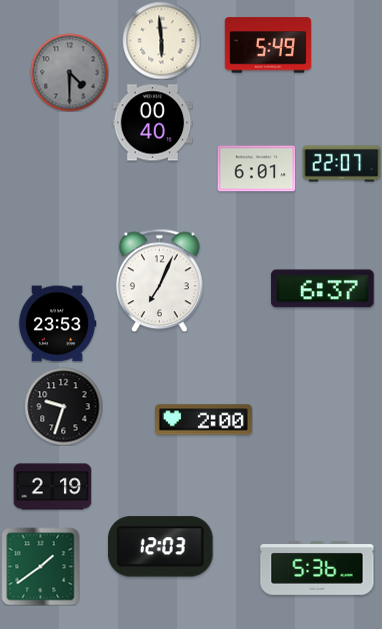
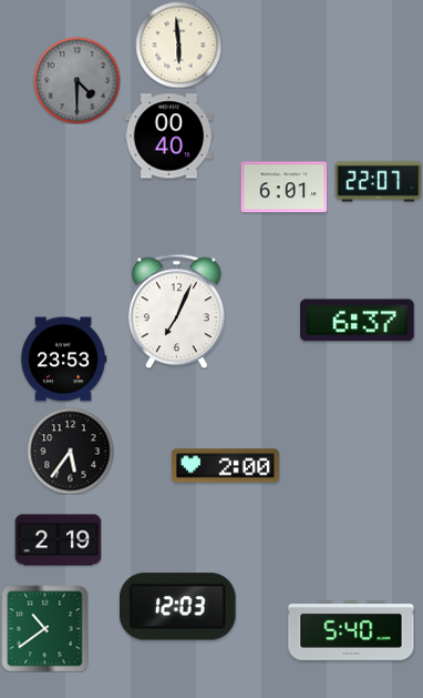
clock at (268, 45): 5:49 -> none
clock at (63, 406): 9:33 -> 5:36
clock at (40, 566): 1:39 -> 10:39
clock at (317, 569): 5:36 -> 5:40
